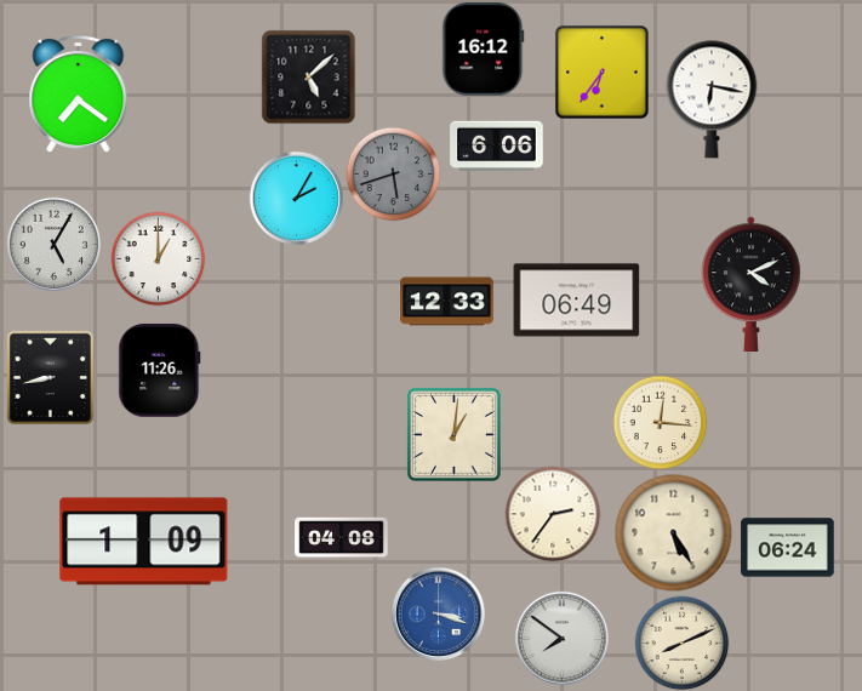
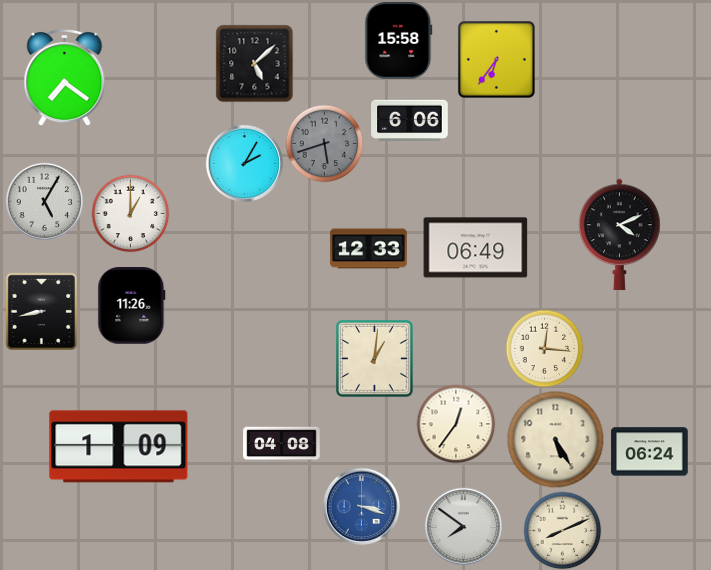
clock at (484, 50): 16:12 -> 15:58
clock at (712, 99): 6:17 -> none
clock at (553, 514): 2:36 -> 12:36
